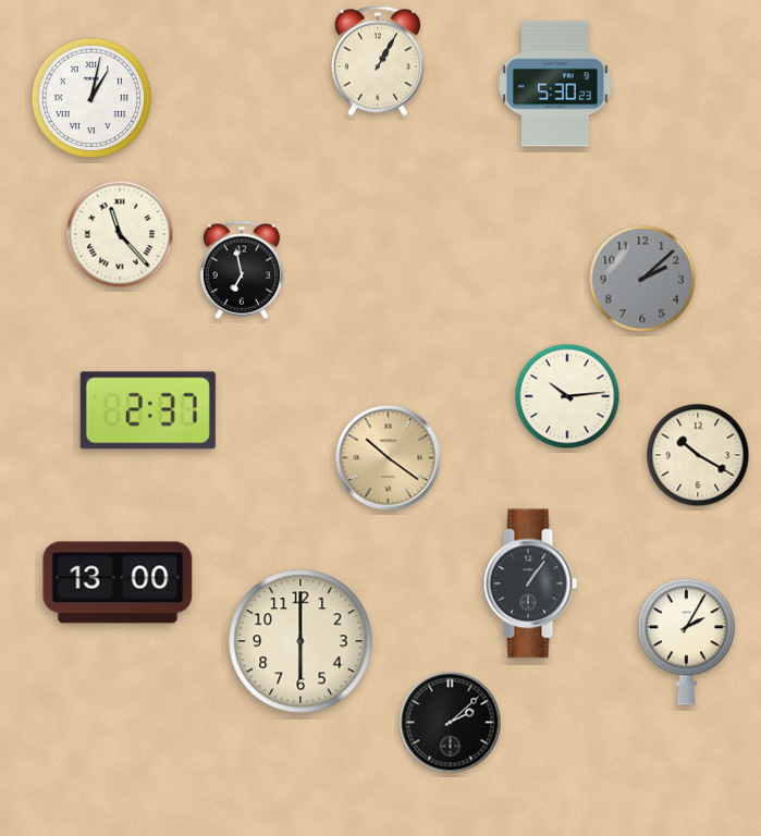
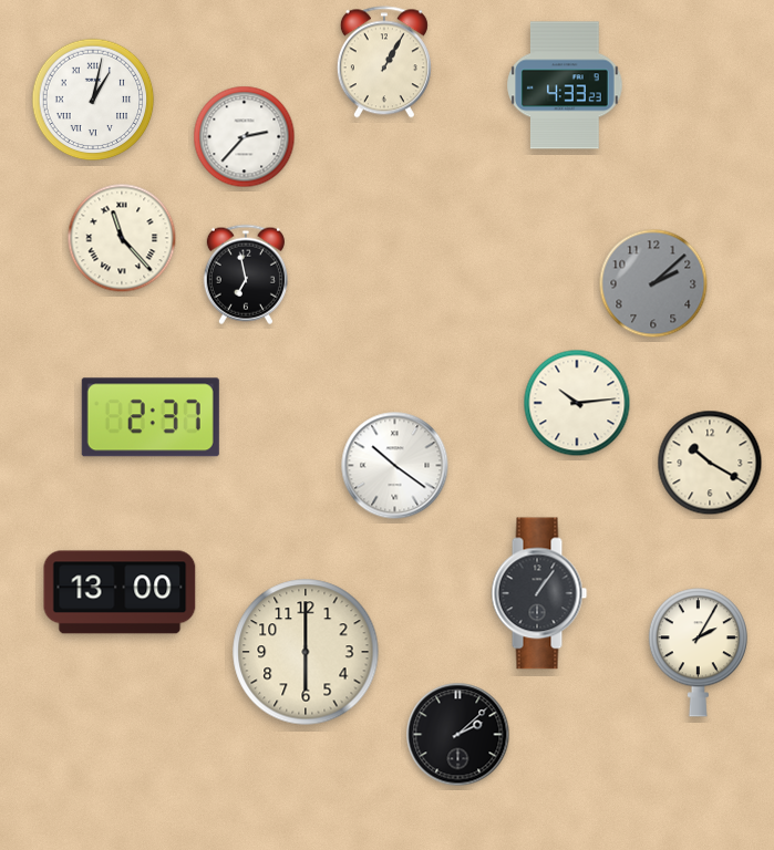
clock at (555, 84): 5:30 -> 4:33
clock at (245, 137): none -> 2:37
clock at (389, 458) dial: champagne -> white
